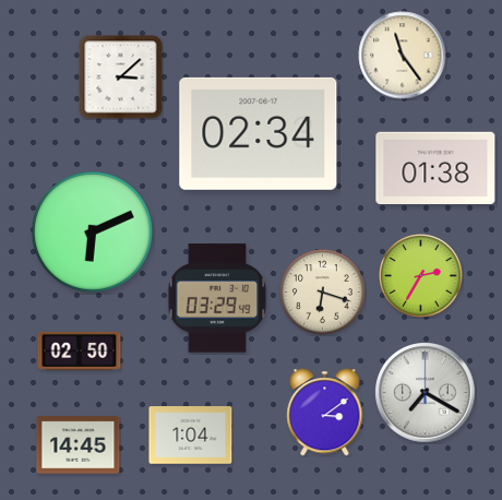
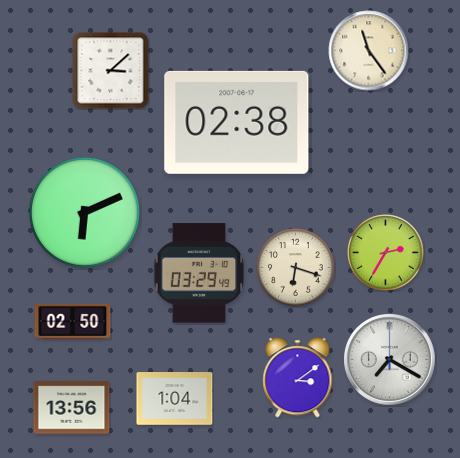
clock at (259, 133): 02:34 -> 02:38
clock at (435, 167): 01:38 -> none
clock at (79, 445): 14:45 -> 13:56
